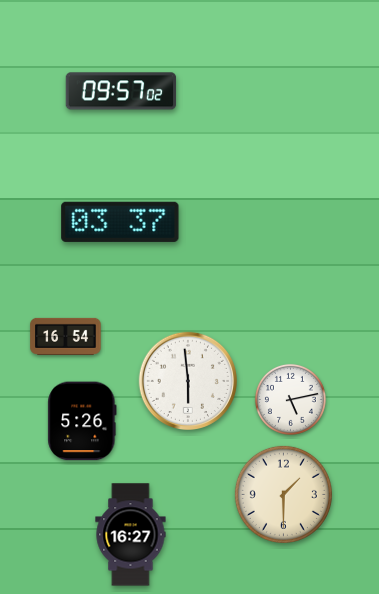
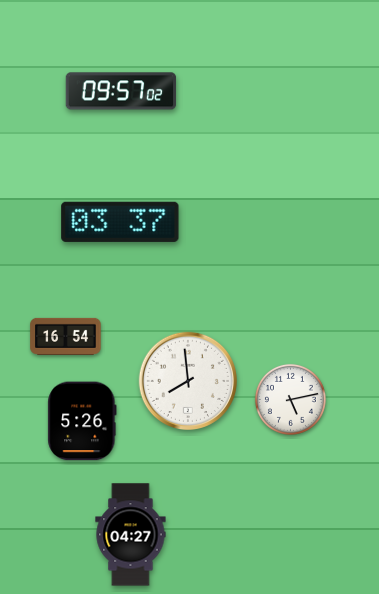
clock at (187, 380): 5:59 -> 7:59
clock at (283, 494): 1:30 -> none
clock at (131, 535): 16:27 -> 04:27
